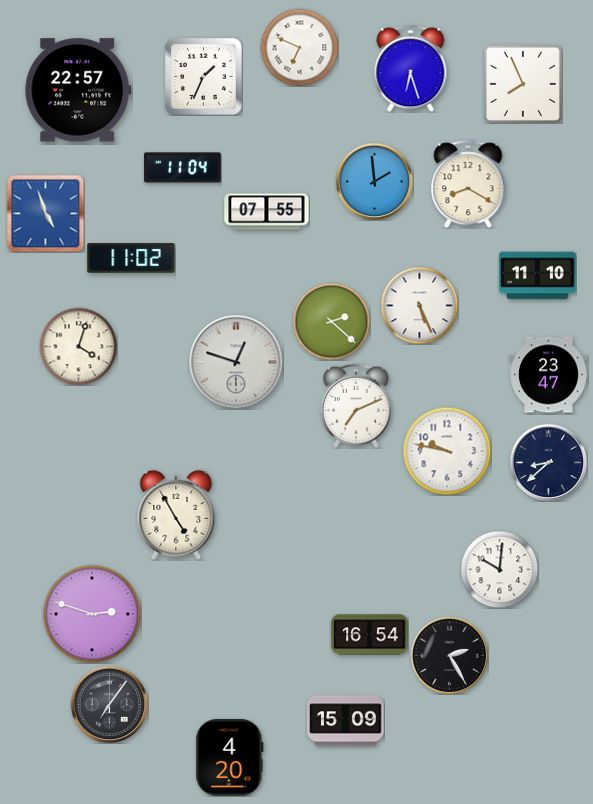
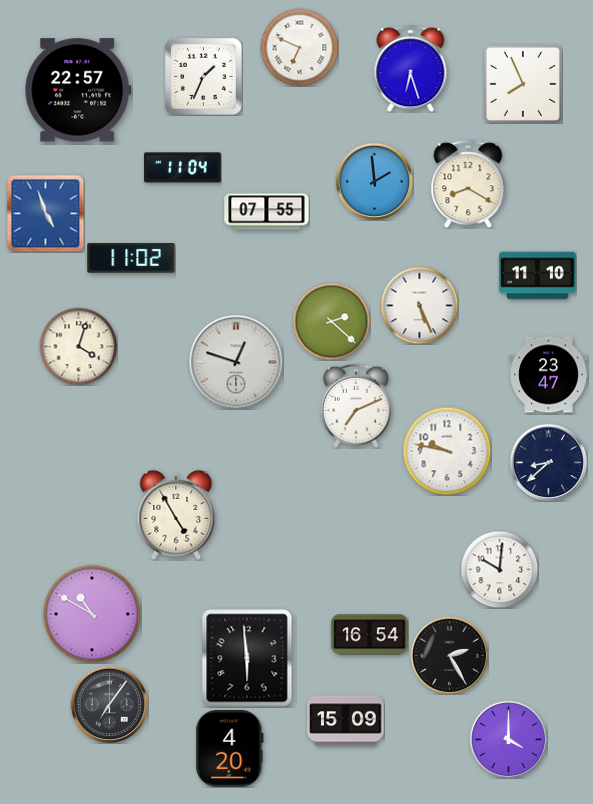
clock at (92, 614): 2:48 -> 10:50
clock at (247, 658): none -> 5:59
clock at (508, 739): none -> 4:00
clock at (230, 758) position: (230, 758) -> (230, 749)
